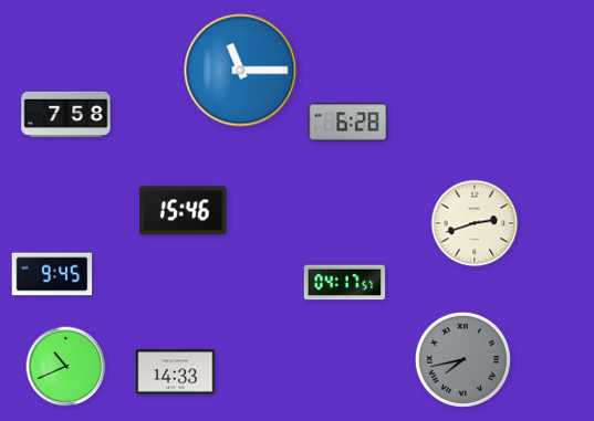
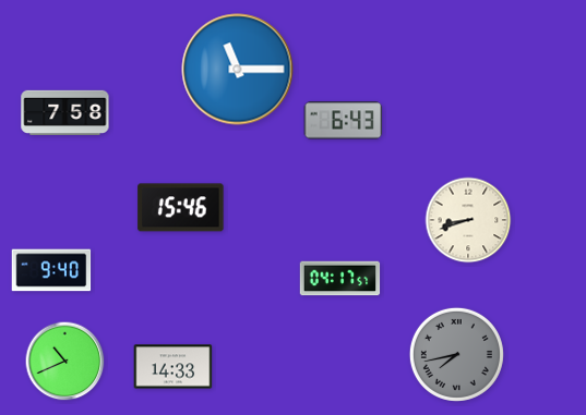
clock at (348, 123): 6:28 -> 6:43
clock at (475, 223): 2:42 -> 8:42
clock at (52, 274): 9:45 -> 9:40
